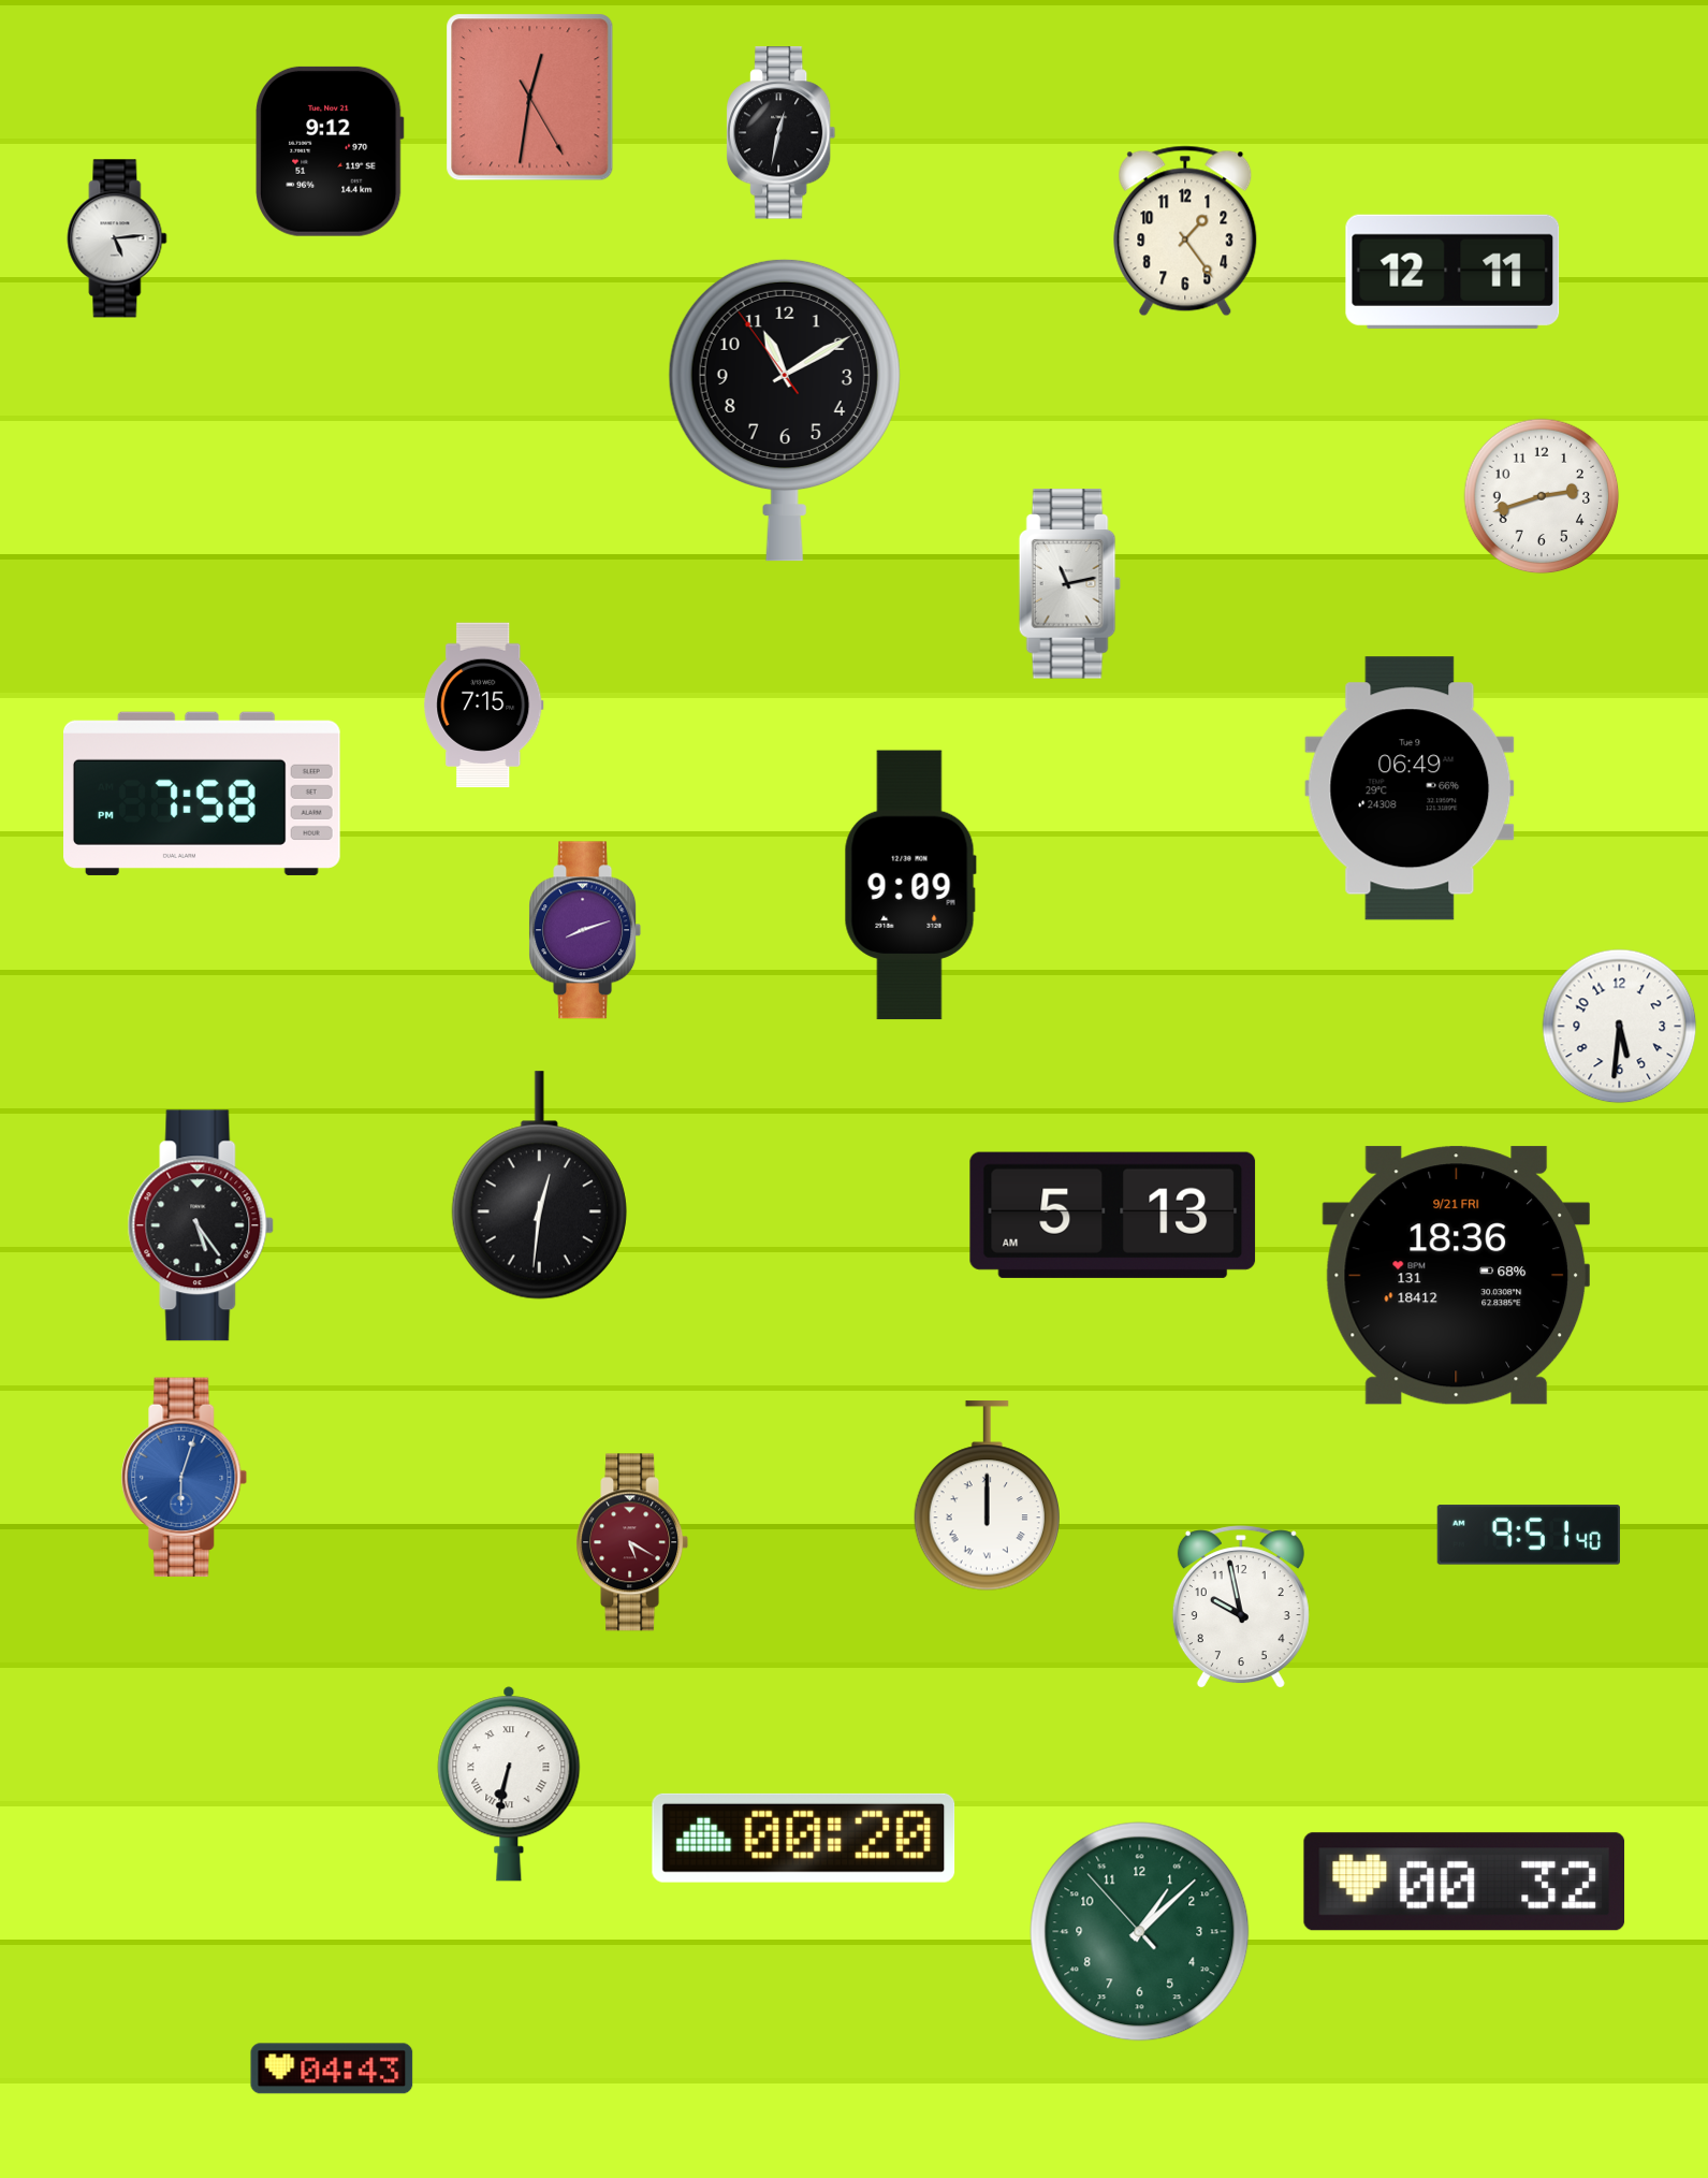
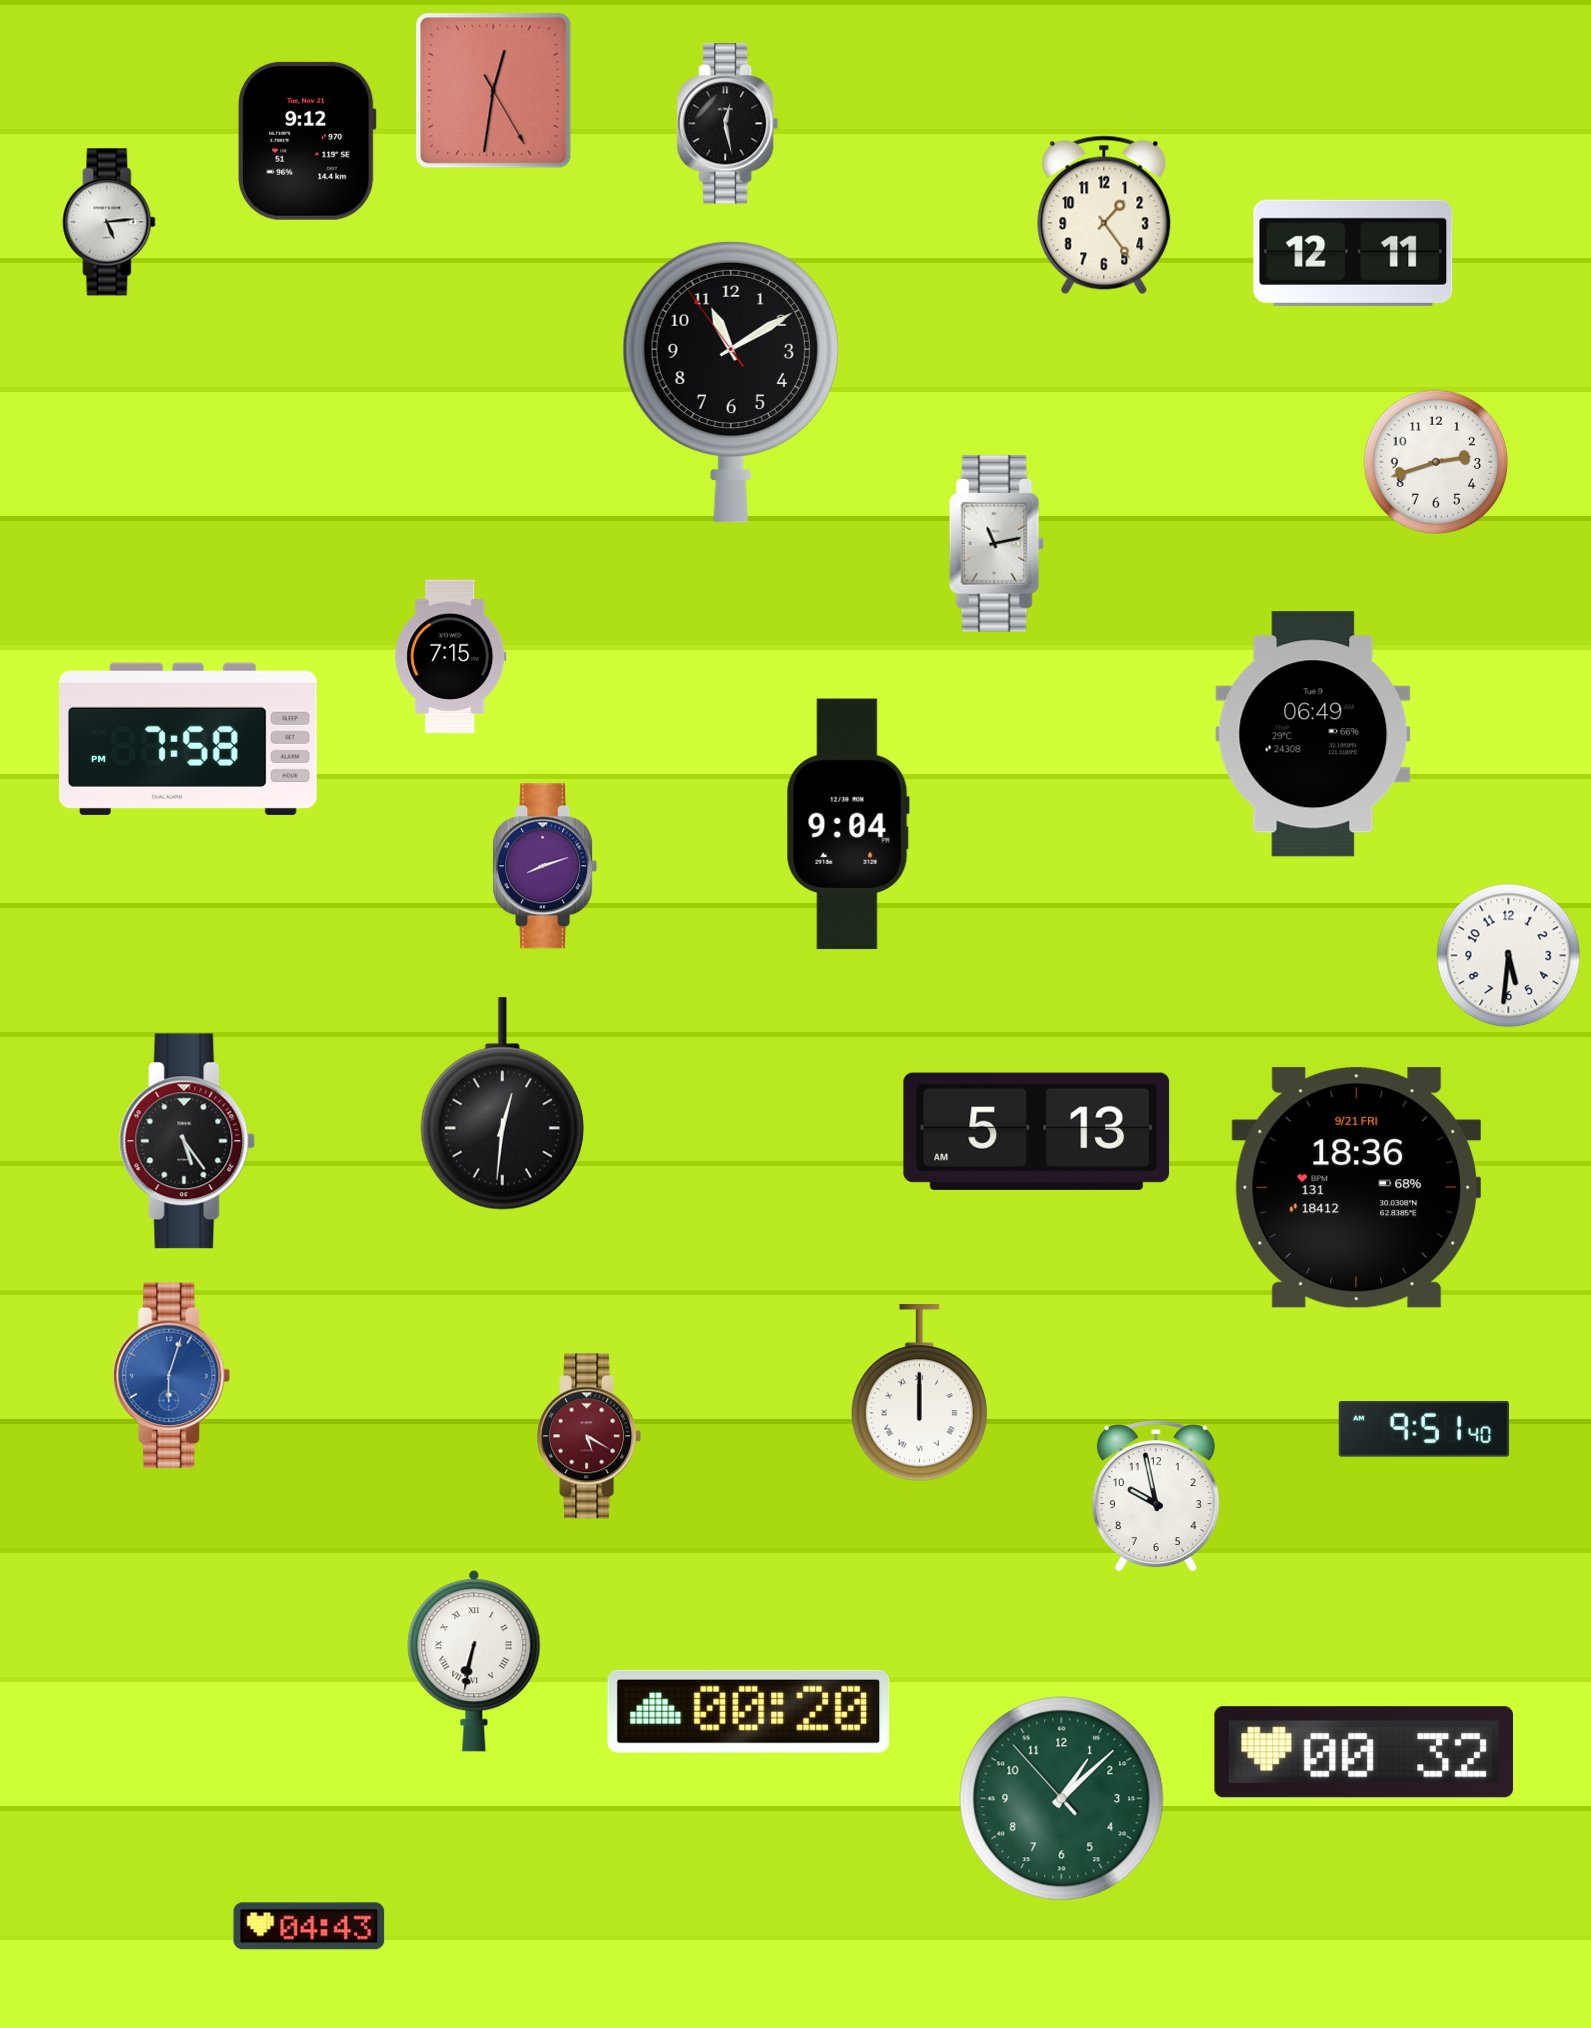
clock at (782, 133): 12:32 -> 12:28
clock at (910, 885): 9:09 -> 9:04
